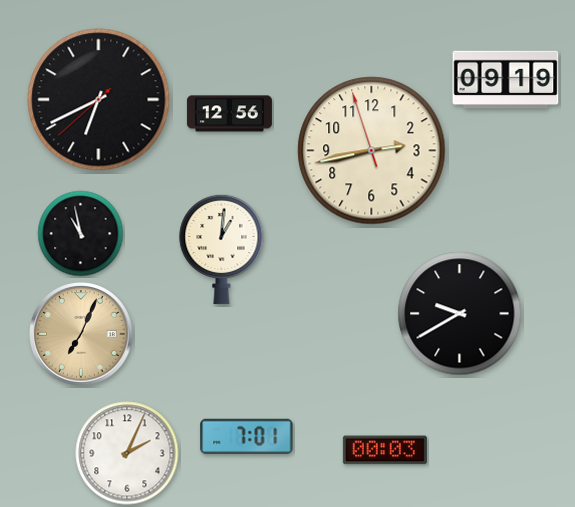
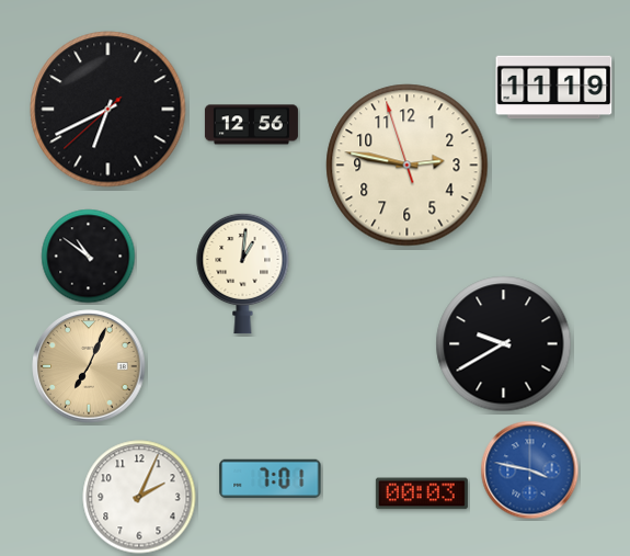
clock at (506, 80): 09:19 -> 11:19
clock at (372, 151): 2:42 -> 2:46
clock at (81, 234): 10:58 -> 10:51
clock at (530, 470): none -> 3:47
